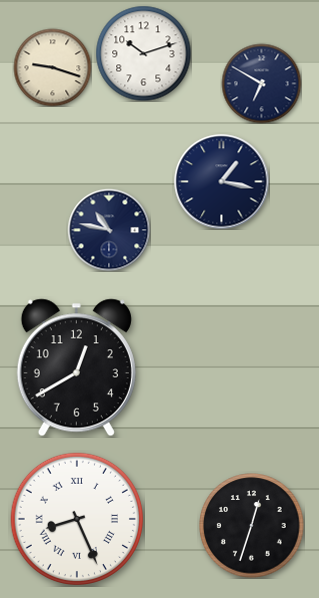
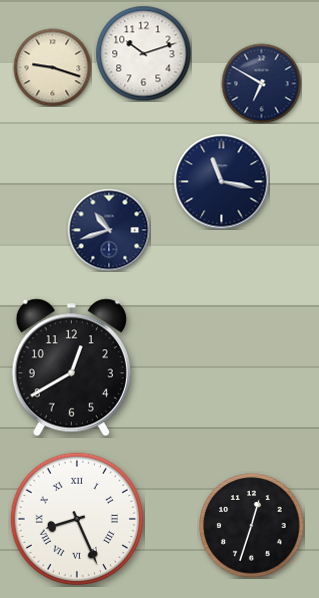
clock at (221, 181): 1:17 -> 11:17
clock at (109, 230): 10:47 -> 10:42
clock at (76, 368) position: (76, 368) -> (71, 368)
